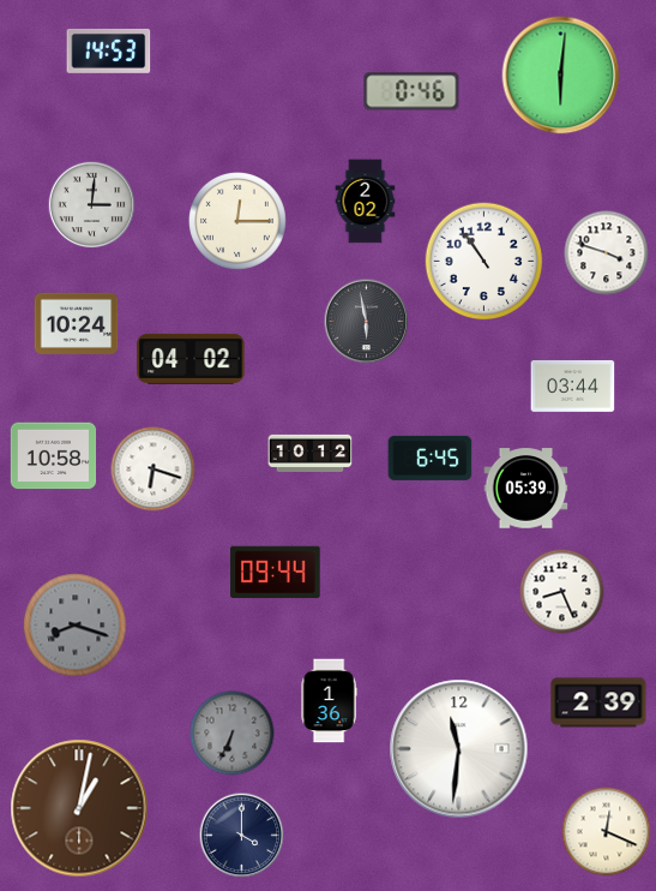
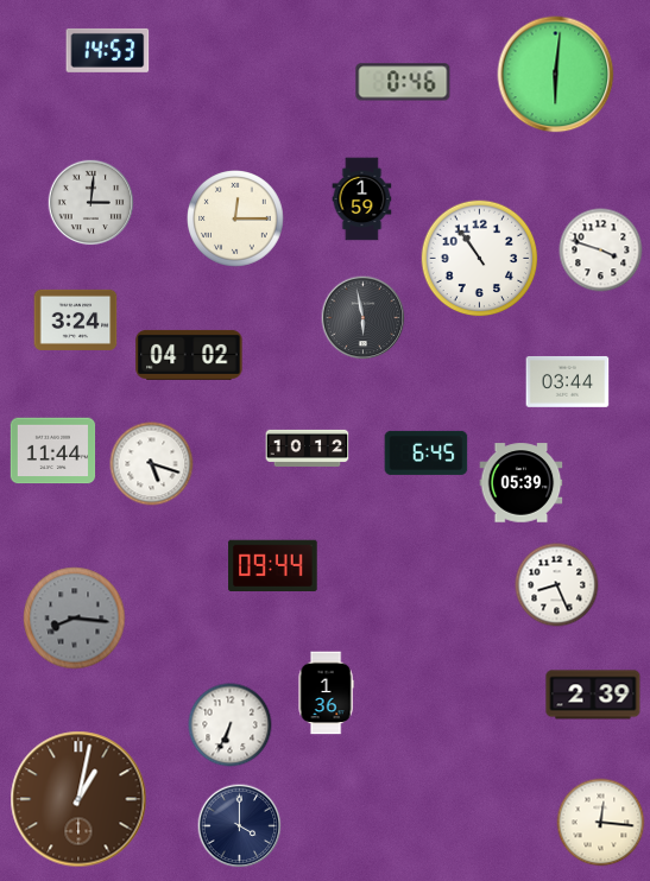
clock at (411, 91) position: (411, 91) -> (403, 82)
clock at (366, 202): 2:02 -> 1:59
clock at (77, 323): 10:24 -> 3:24
clock at (54, 456): 10:58 -> 11:44
clock at (154, 470): 6:18 -> 5:18
clock at (76, 626): 8:18 -> 8:16
clock at (233, 734) dial: grey -> white
clock at (459, 749): 11:31 -> none
clock at (607, 832): 12:19 -> 12:16
